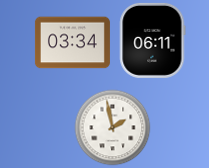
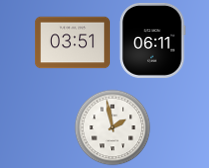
clock at (72, 43): 03:34 -> 03:51
